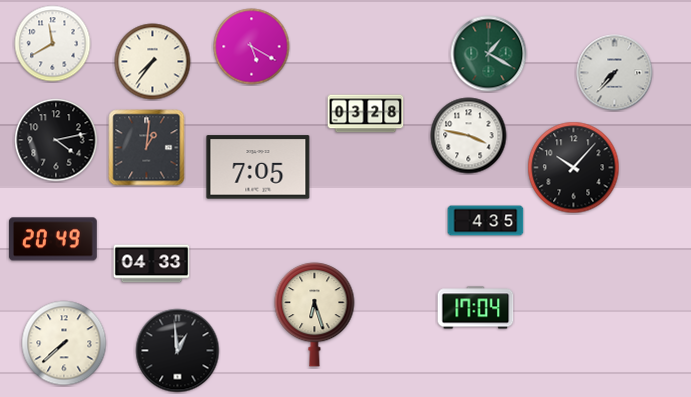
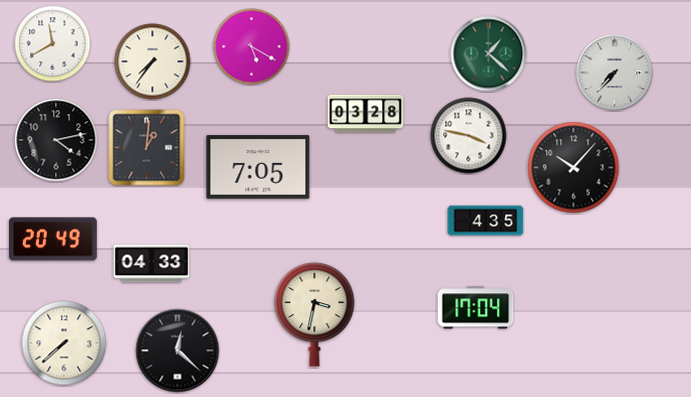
clock at (489, 54): 1:20 -> 1:22
clock at (315, 315): 6:27 -> 3:32
clock at (178, 351): 12:59 -> 12:22
